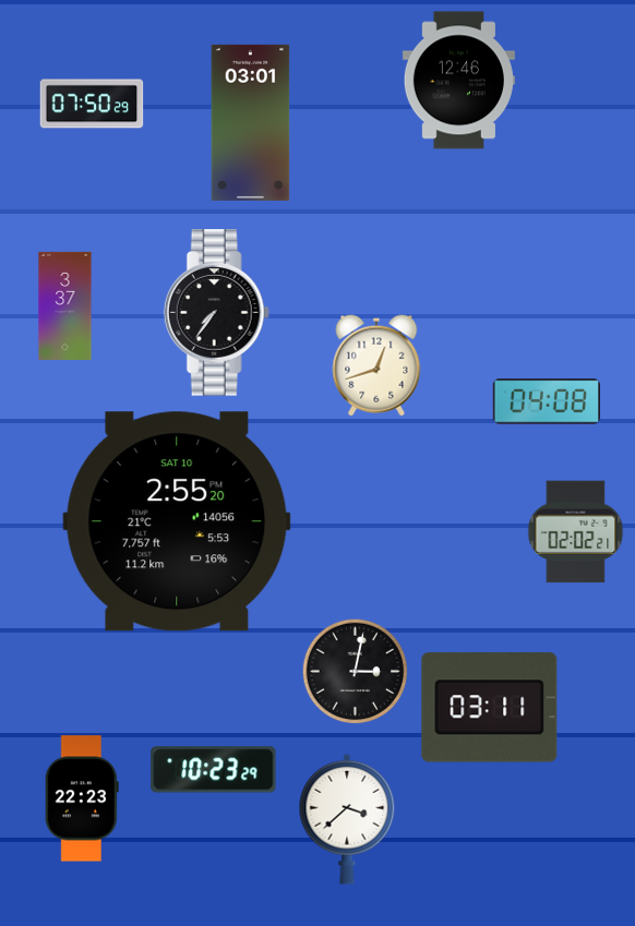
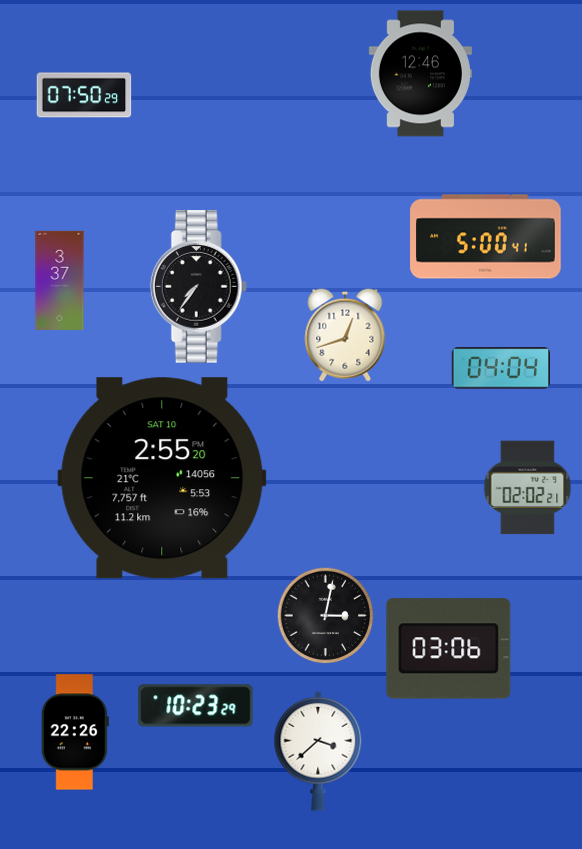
clock at (251, 122): 03:01 -> none
clock at (486, 237): none -> 5:00
clock at (546, 401): 04:08 -> 04:04
clock at (490, 708): 03:11 -> 03:06
clock at (82, 798): 22:23 -> 22:26
